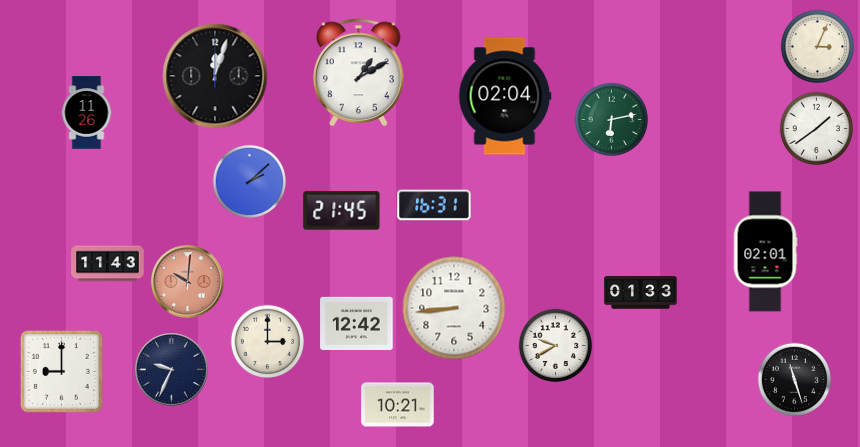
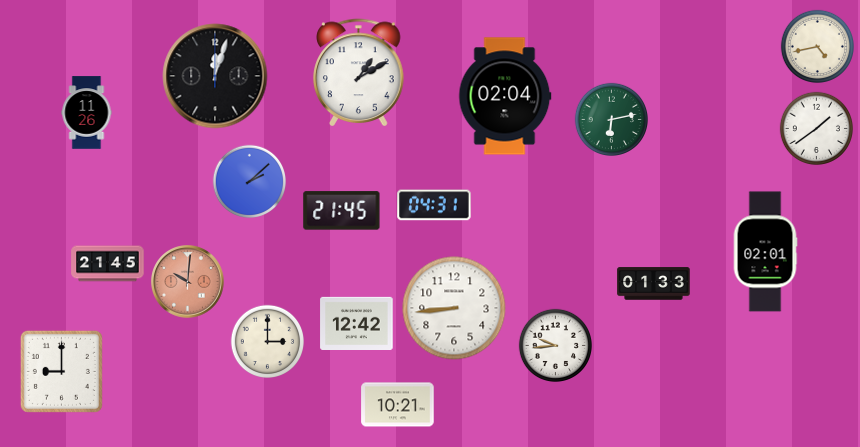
clock at (818, 47): 3:04 -> 4:43
clock at (434, 205): 16:31 -> 04:31
clock at (108, 264): 11:43 -> 21:45
clock at (641, 293) position: (641, 293) -> (654, 284)
clock at (556, 346): 9:40 -> 9:44
clock at (172, 370): 9:34 -> none
clock at (795, 380): 11:27 -> none
